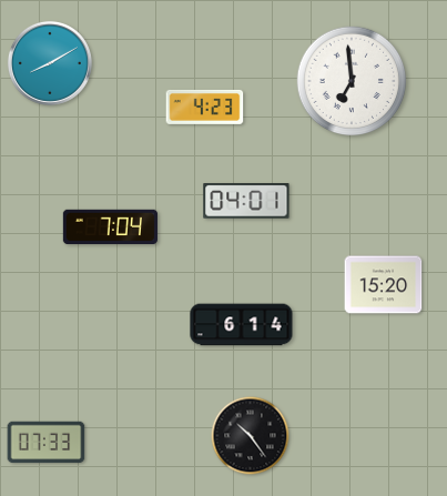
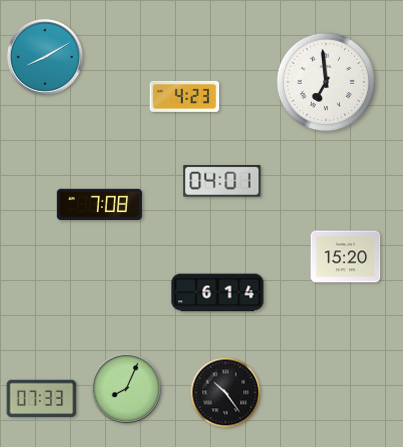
clock at (352, 81) position: (352, 81) -> (326, 82)
clock at (110, 226): 7:04 -> 7:08
clock at (127, 389): none -> 8:04
